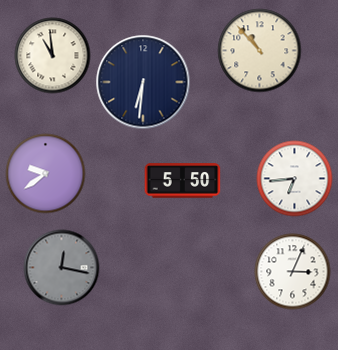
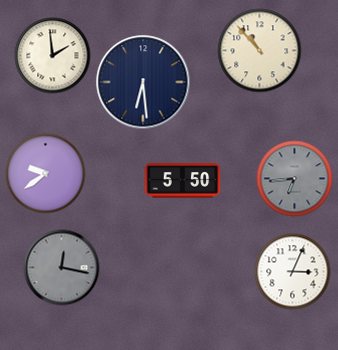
clock at (53, 56): 10:59 -> 1:59
clock at (143, 82): 6:31 -> 6:29
clock at (295, 179) dial: white -> grey
